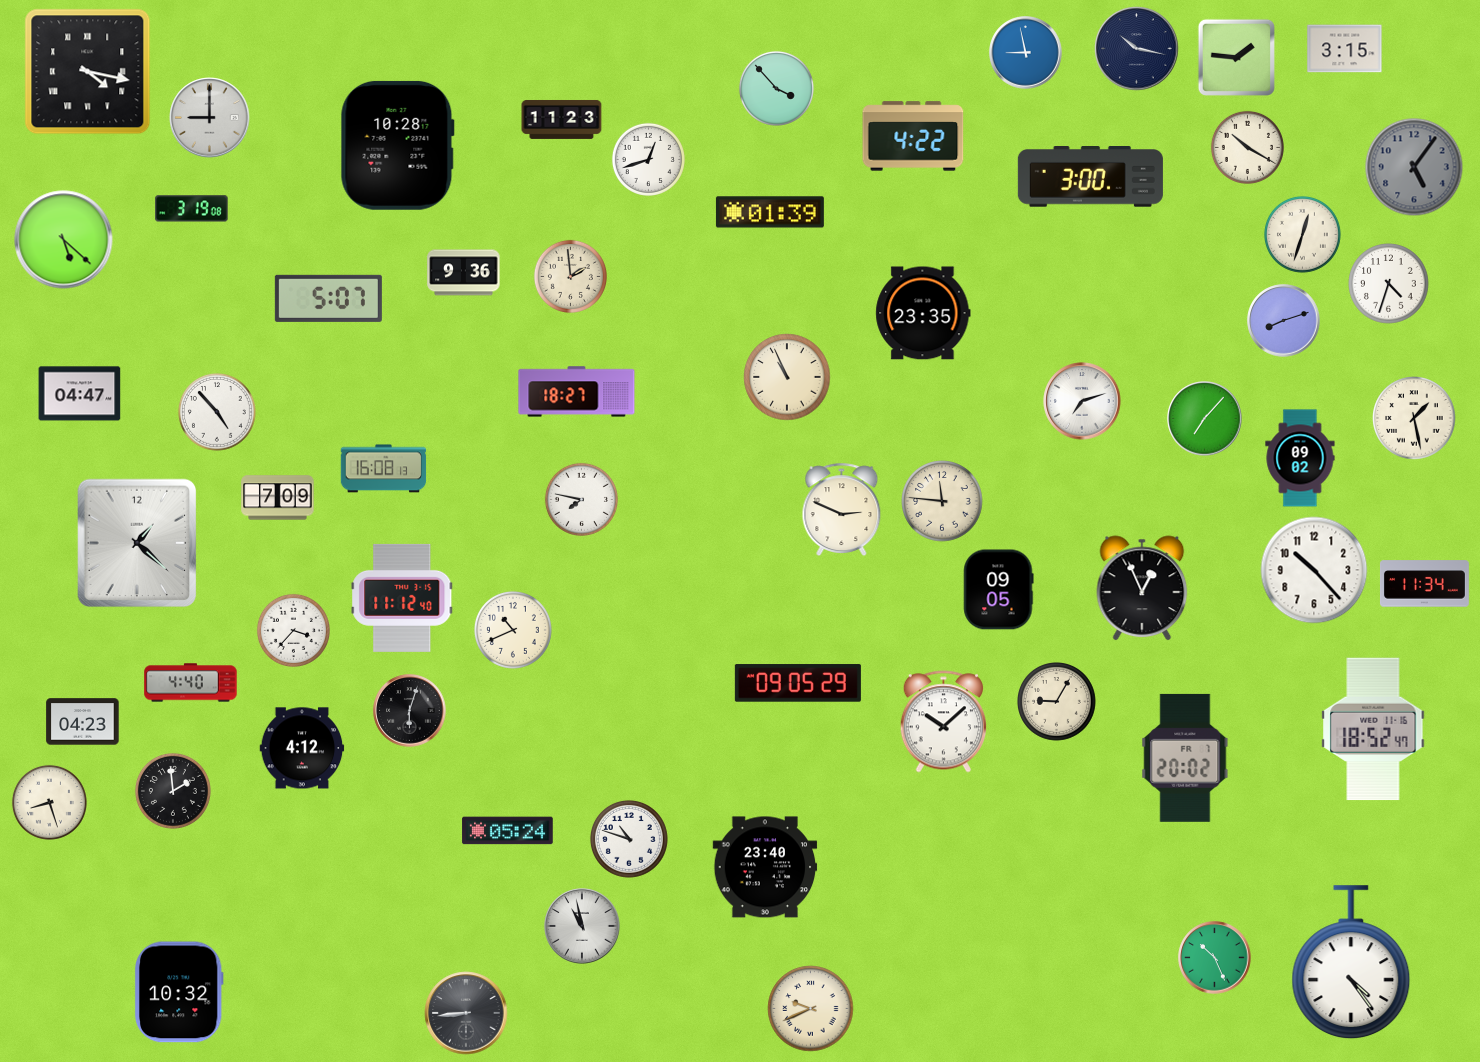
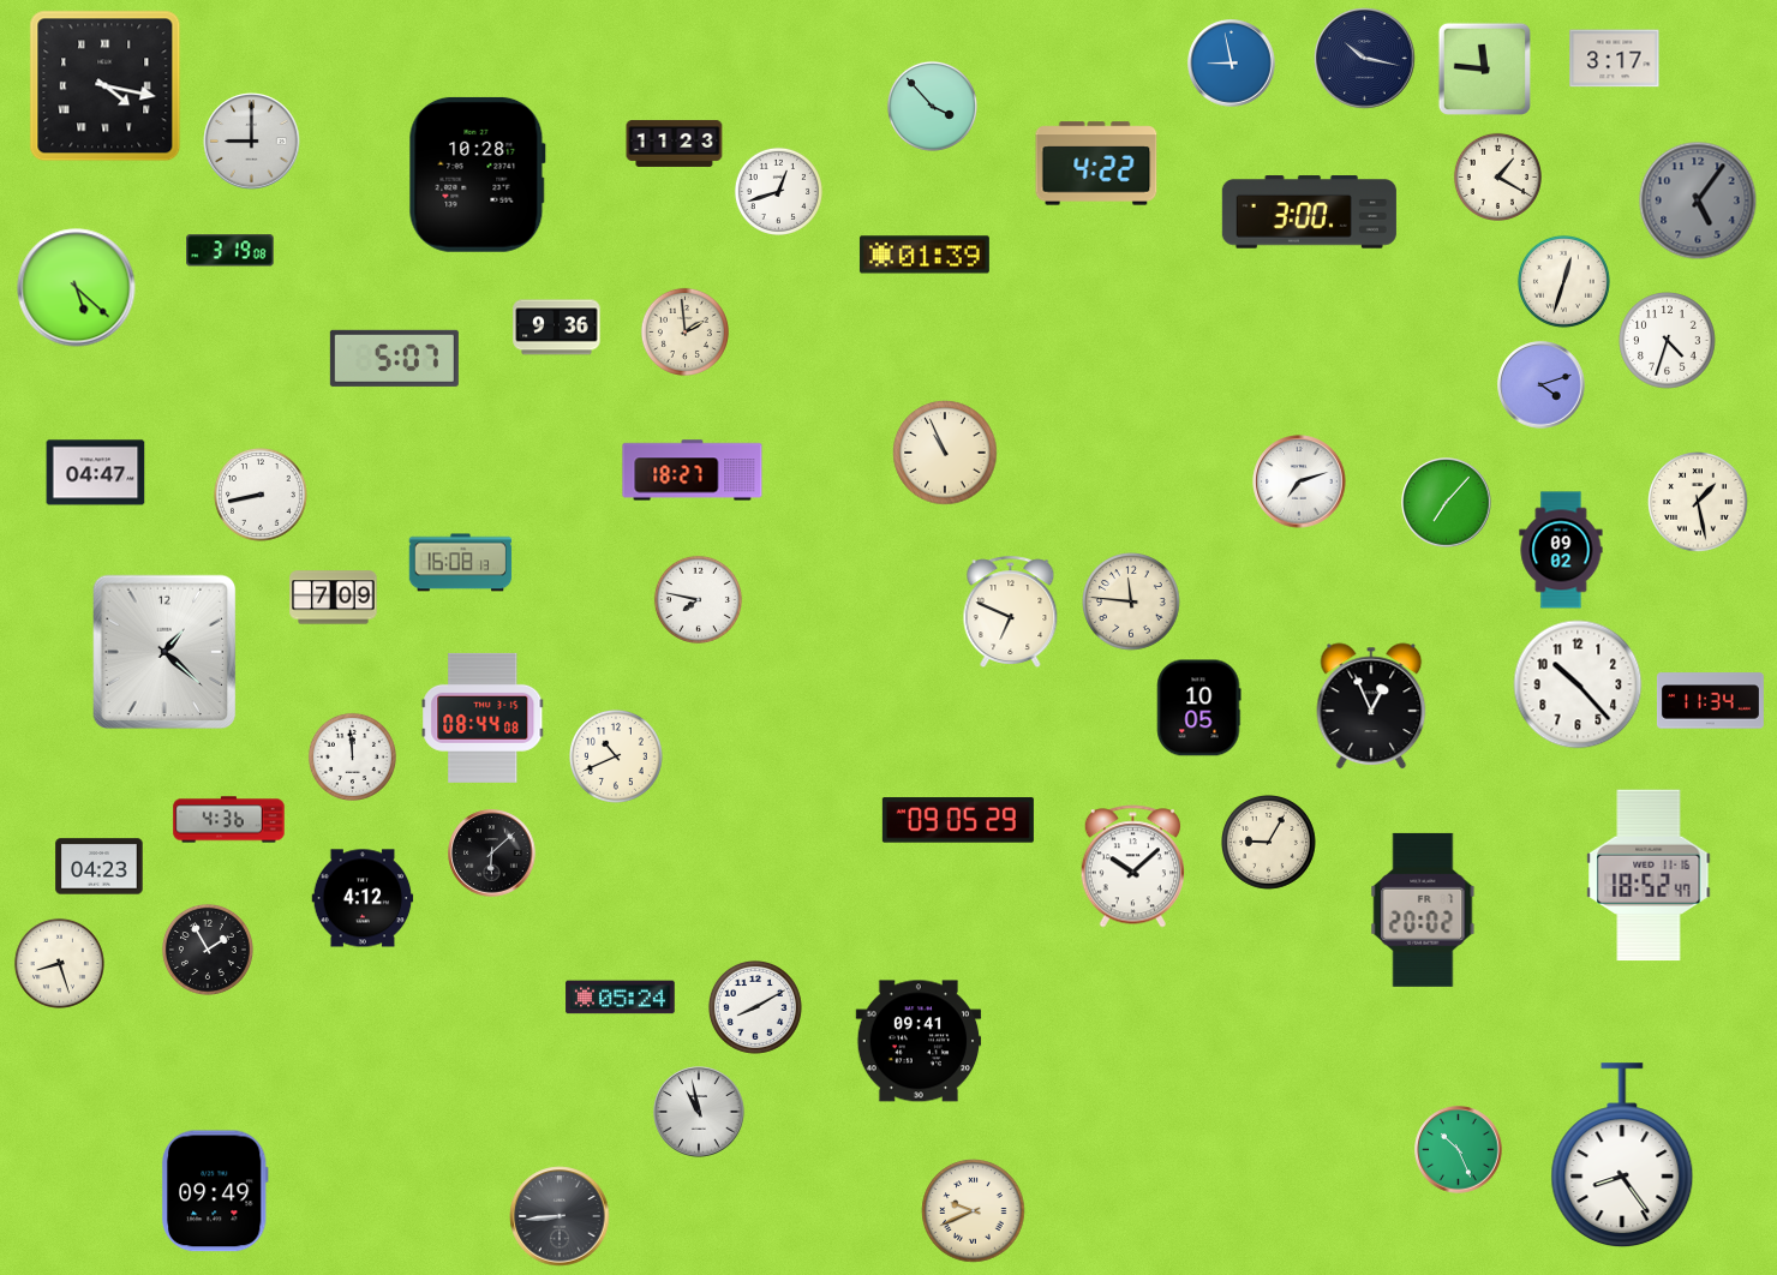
clock at (1345, 49): 3:15 -> 3:17
clock at (1236, 57): 1:46 -> 11:46
clock at (1247, 147): 10:20 -> 1:20
clock at (923, 313): 23:35 -> none
clock at (1284, 321): 8:12 -> 4:12
clock at (217, 412): 4:53 -> 8:43
clock at (842, 509): 2:49 -> 6:49
clock at (999, 590): 09:05 -> 10:05
clock at (402, 598): 11:12 -> 08:44
clock at (293, 630): 3:37 -> 11:59
clock at (191, 683): 4:40 -> 4:36
clock at (410, 711): 6:03 -> 6:08
clock at (173, 791): 1:59 -> 1:55
clock at (508, 831) position: (508, 831) -> (621, 998)
clock at (629, 839): 10:48 -> 8:10
clock at (765, 867): 23:40 -> 09:41
clock at (1351, 963): 4:24 -> 8:24
clock at (179, 992): 10:32 -> 09:49
